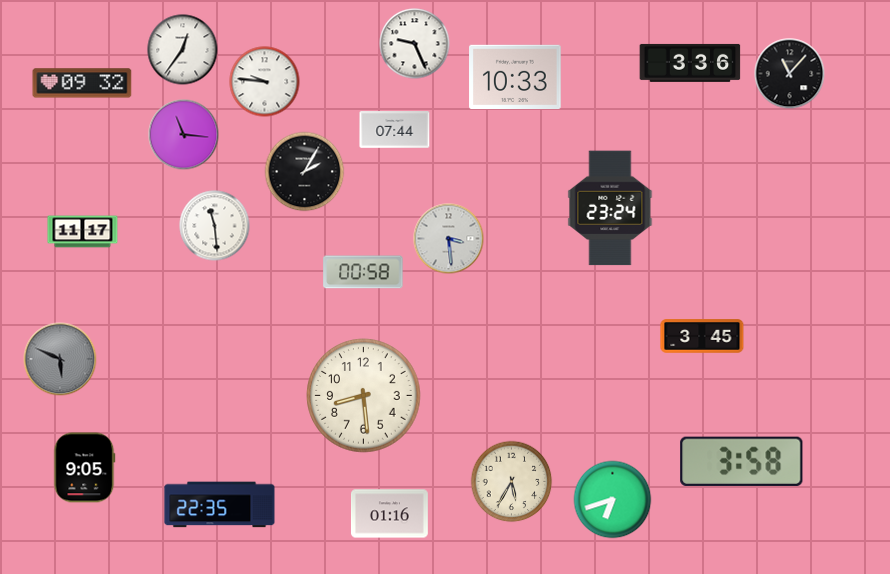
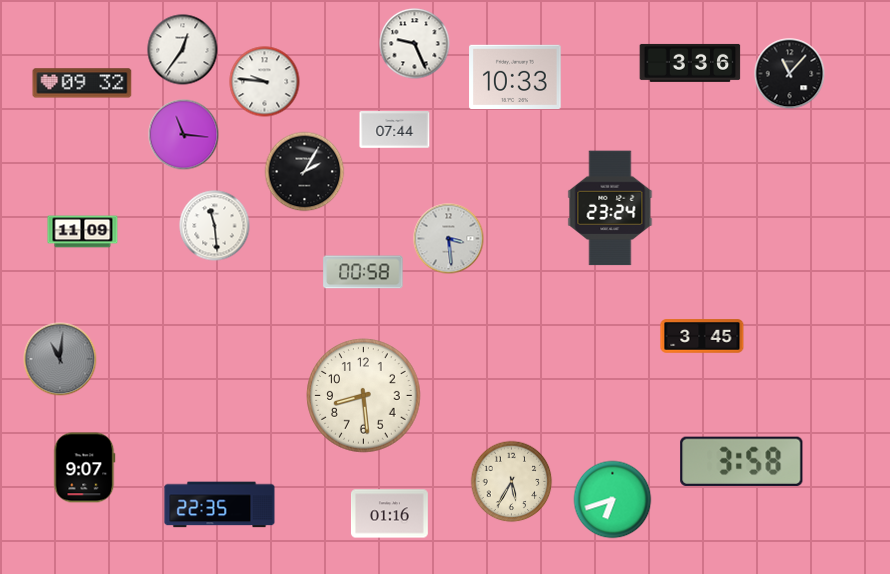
clock at (83, 232): 11:17 -> 11:09
clock at (60, 359): 5:49 -> 11:01
clock at (85, 468): 9:05 -> 9:07
